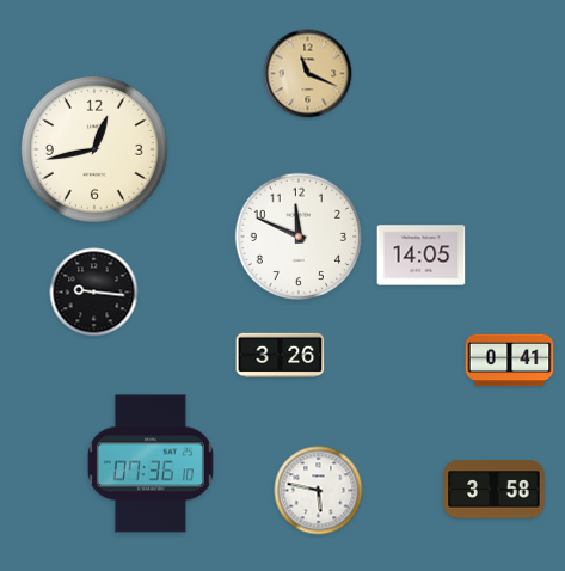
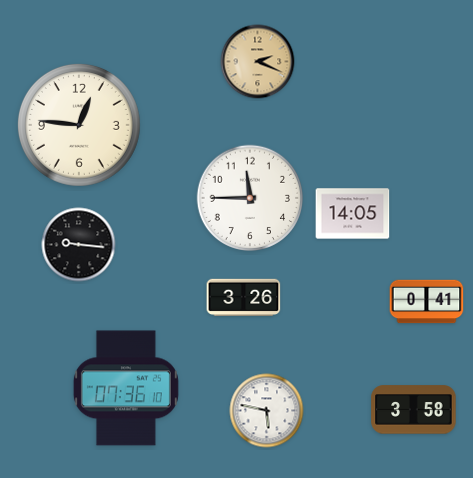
clock at (308, 74): 11:19 -> 2:19
clock at (94, 149): 12:43 -> 12:46
clock at (299, 237): 11:49 -> 11:45
clock at (281, 355) position: (281, 355) -> (244, 297)
